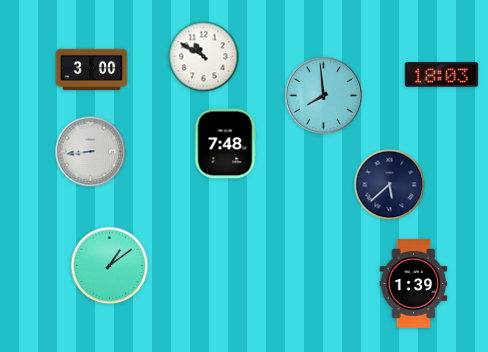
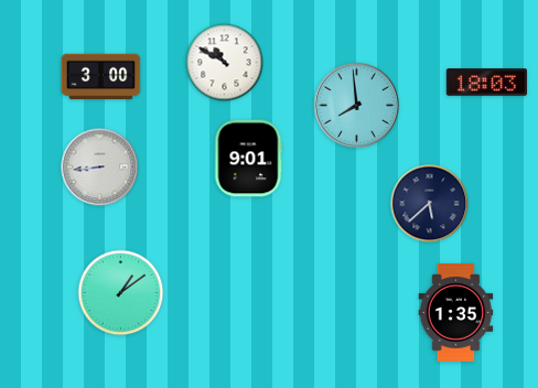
clock at (225, 144): 7:48 -> 9:01
clock at (414, 283): 1:39 -> 1:35
